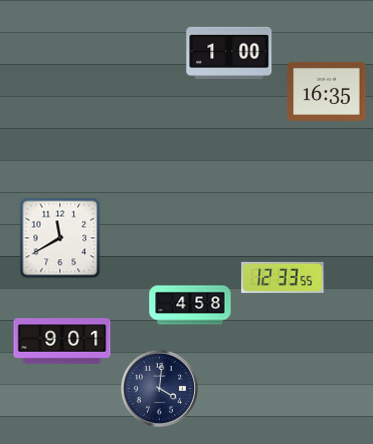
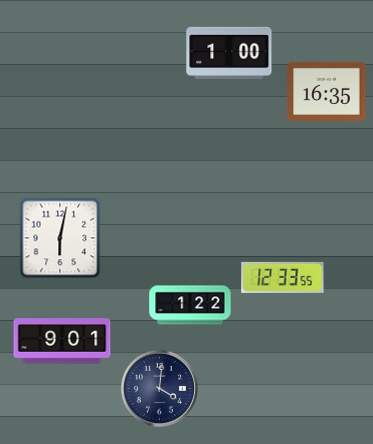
clock at (60, 238): 11:40 -> 6:02
clock at (190, 305): 4:58 -> 1:22
